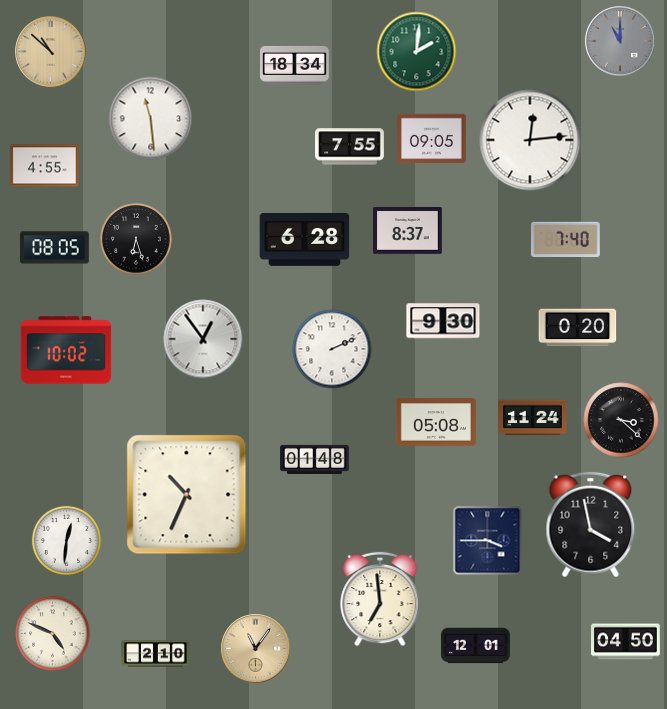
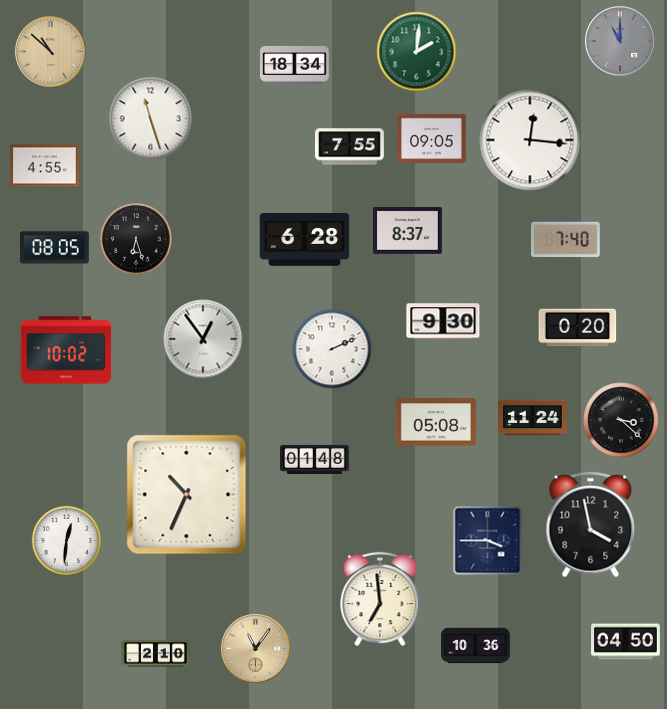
clock at (151, 119): 11:29 -> 11:27
clock at (530, 140): 12:14 -> 12:16
clock at (53, 634): 4:49 -> none
clock at (476, 646): 12:01 -> 10:36
